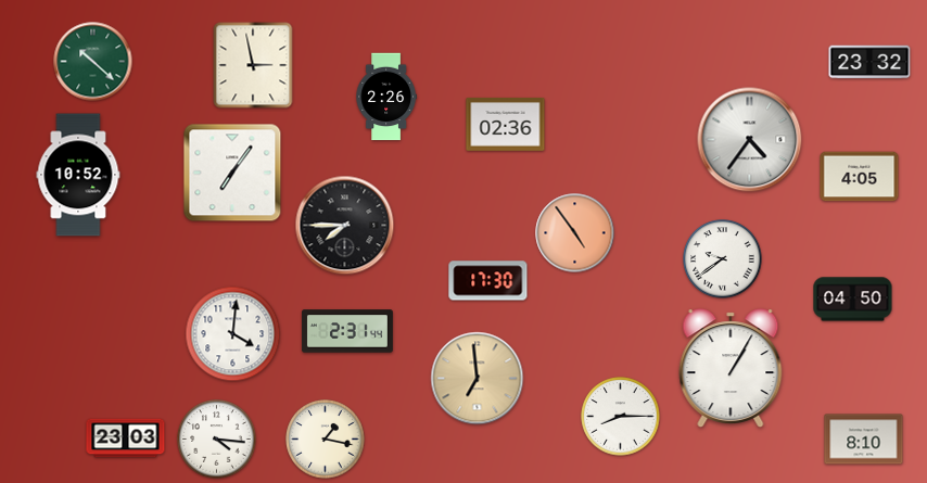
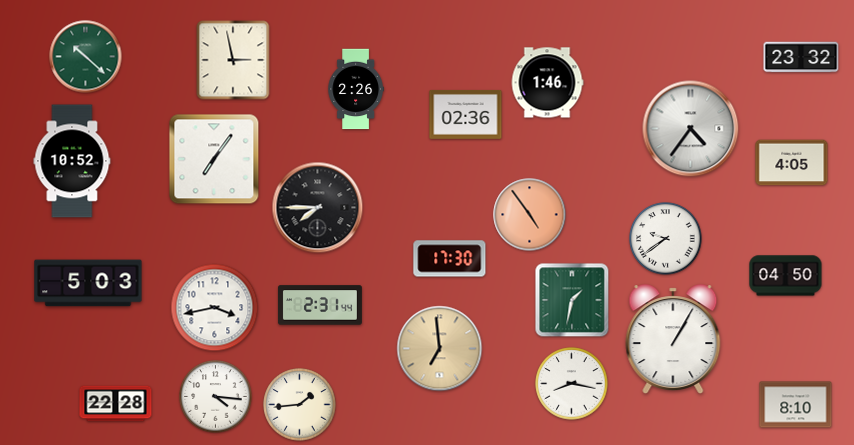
clock at (547, 83): none -> 1:46
clock at (88, 283): none -> 5:03
clock at (572, 300): none -> 1:32
clock at (233, 334): 4:01 -> 3:43
clock at (621, 417): 8:15 -> 8:17
clock at (126, 438): 23:03 -> 22:28
clock at (217, 440) position: (217, 440) -> (216, 397)
clock at (326, 440): 1:17 -> 1:44
